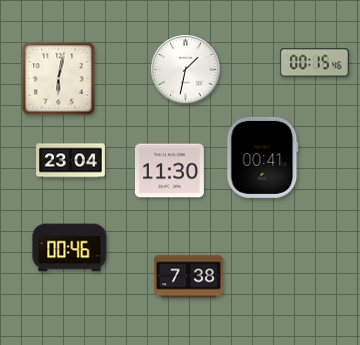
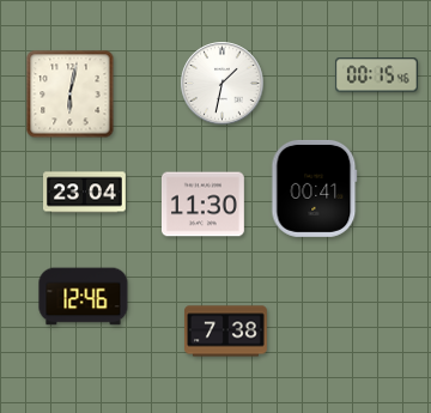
clock at (70, 248): 00:46 -> 12:46
